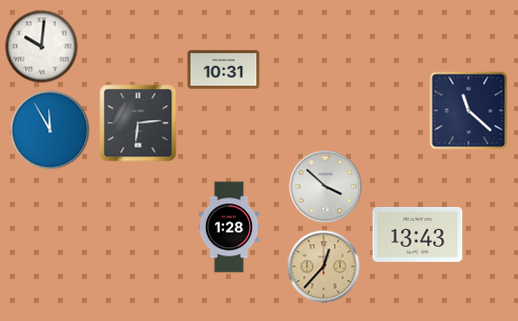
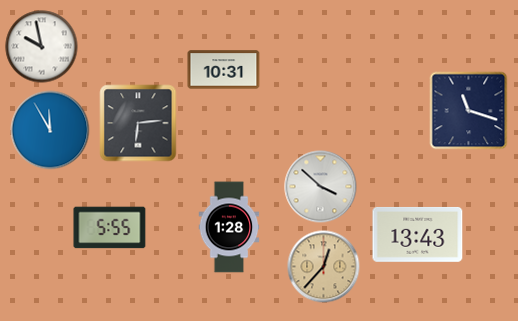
clock at (42, 47): 10:01 -> 9:58
clock at (469, 111): 11:22 -> 11:18
clock at (326, 187) position: (326, 187) -> (321, 187)
clock at (110, 228): none -> 5:55
